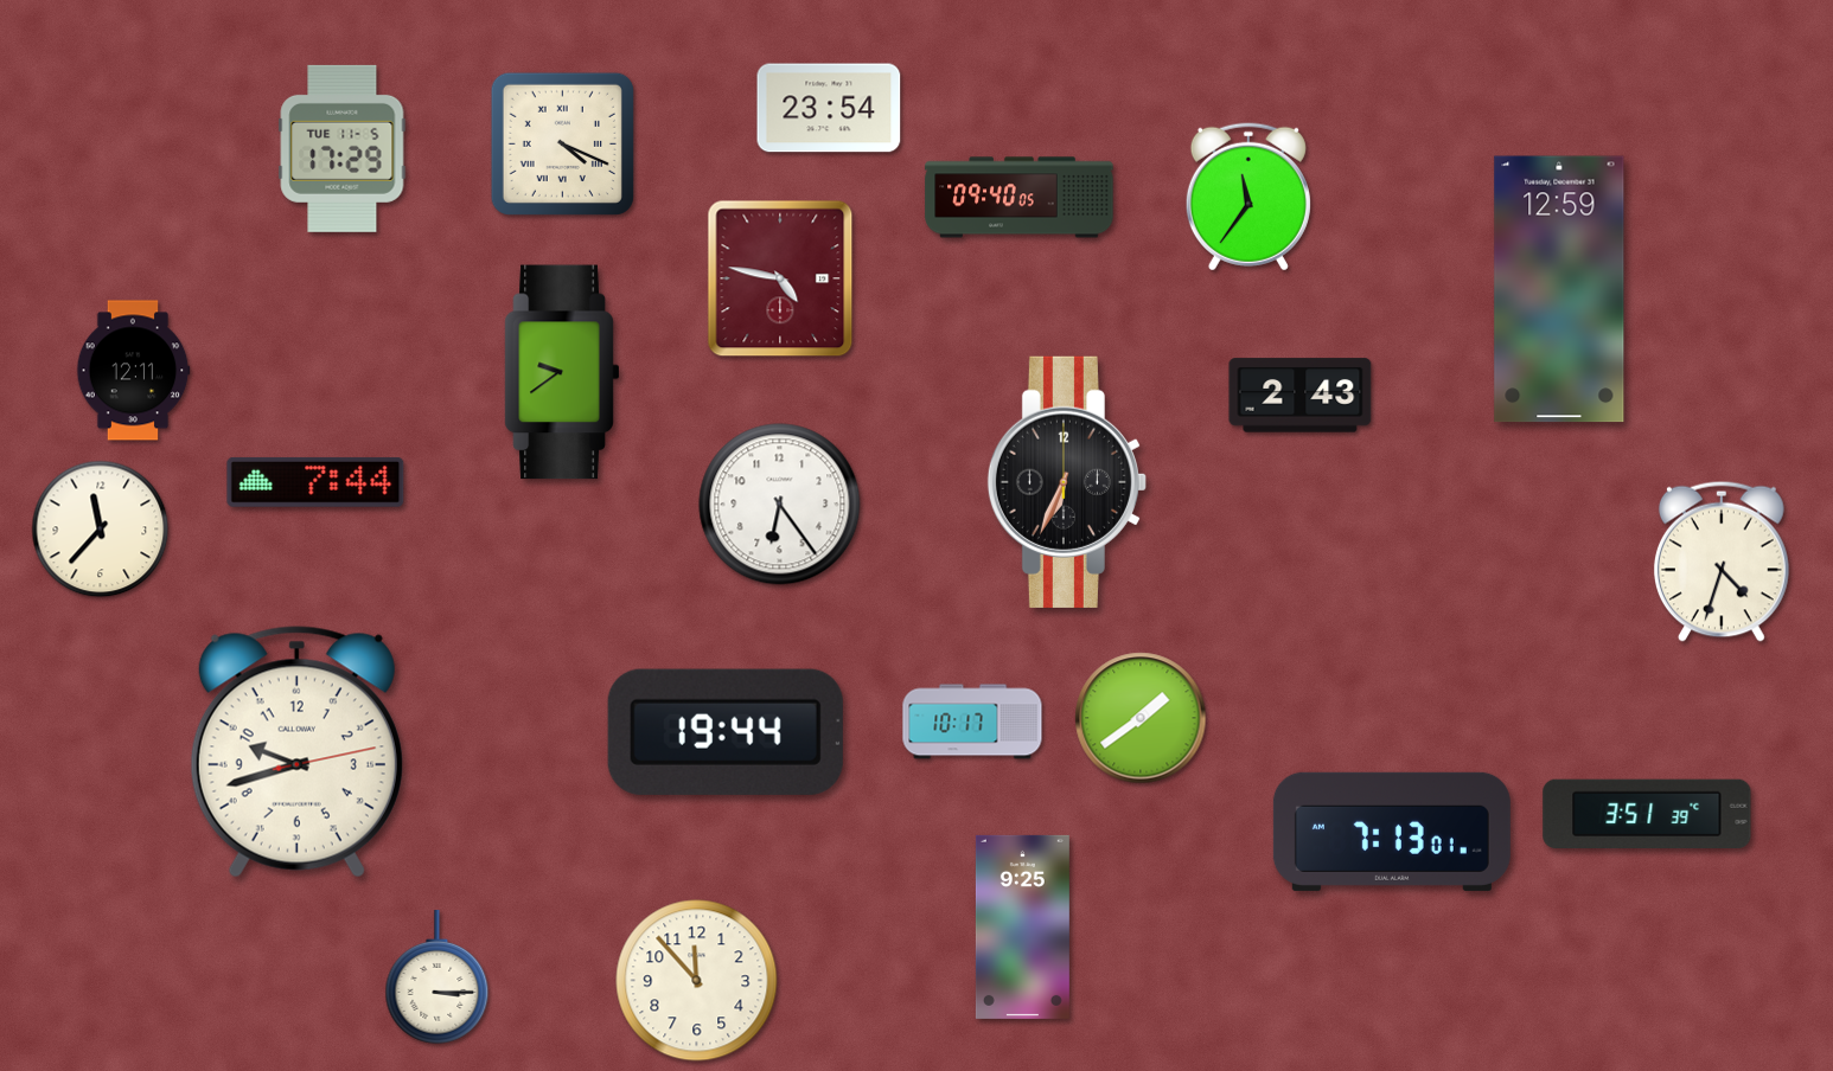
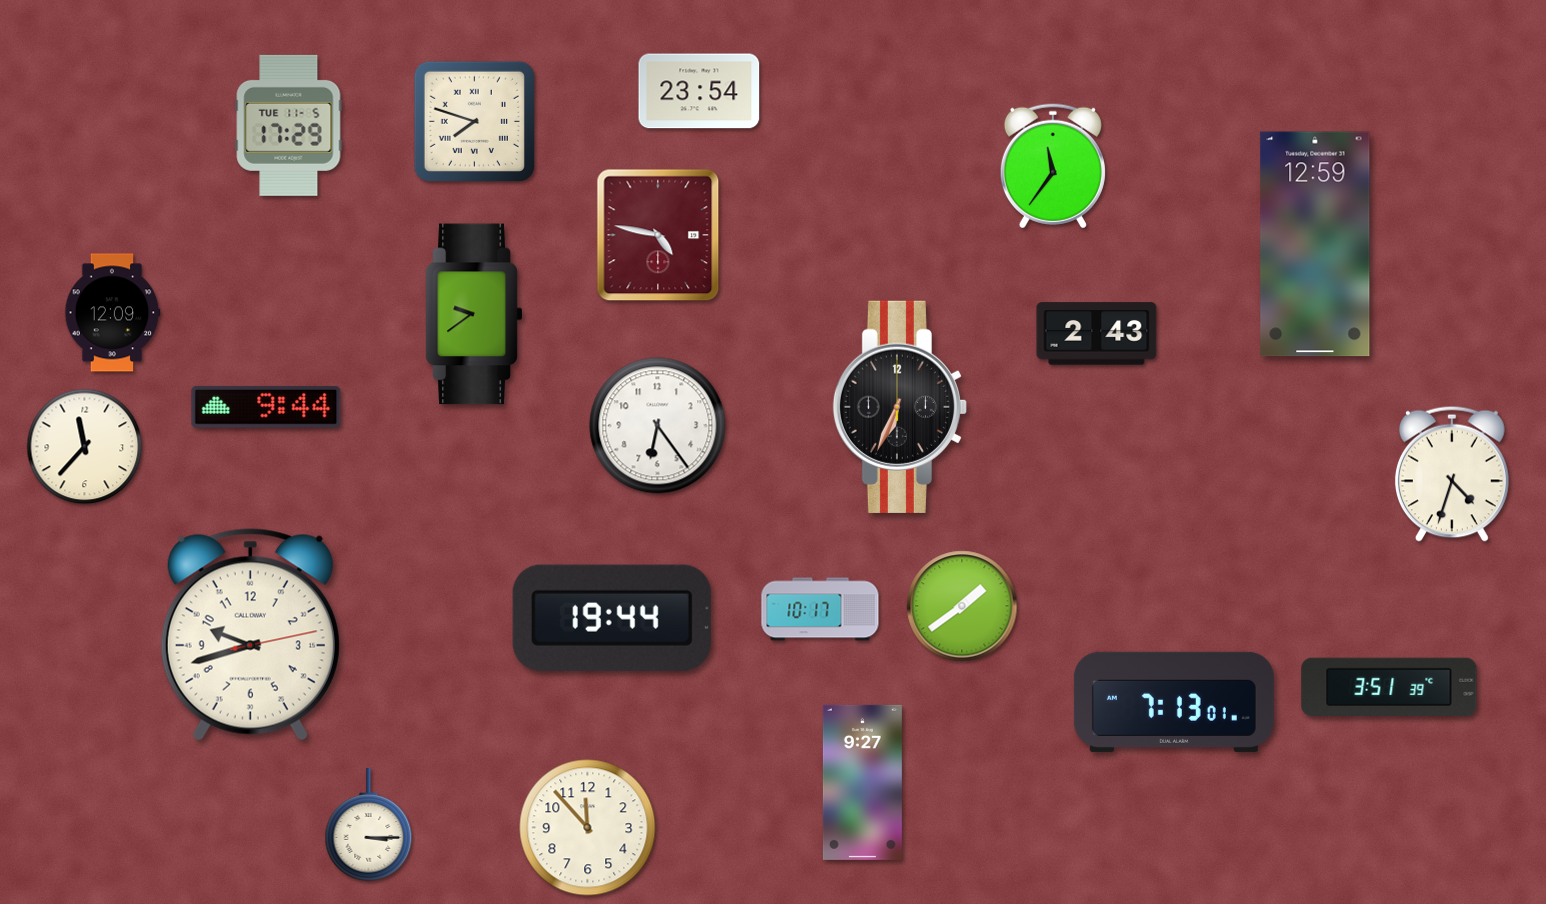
clock at (562, 143): 4:19 -> 7:48
clock at (1020, 198): 09:40 -> none
clock at (133, 371): 12:11 -> 12:09
clock at (315, 482): 7:44 -> 9:44
clock at (1022, 926): 9:25 -> 9:27
